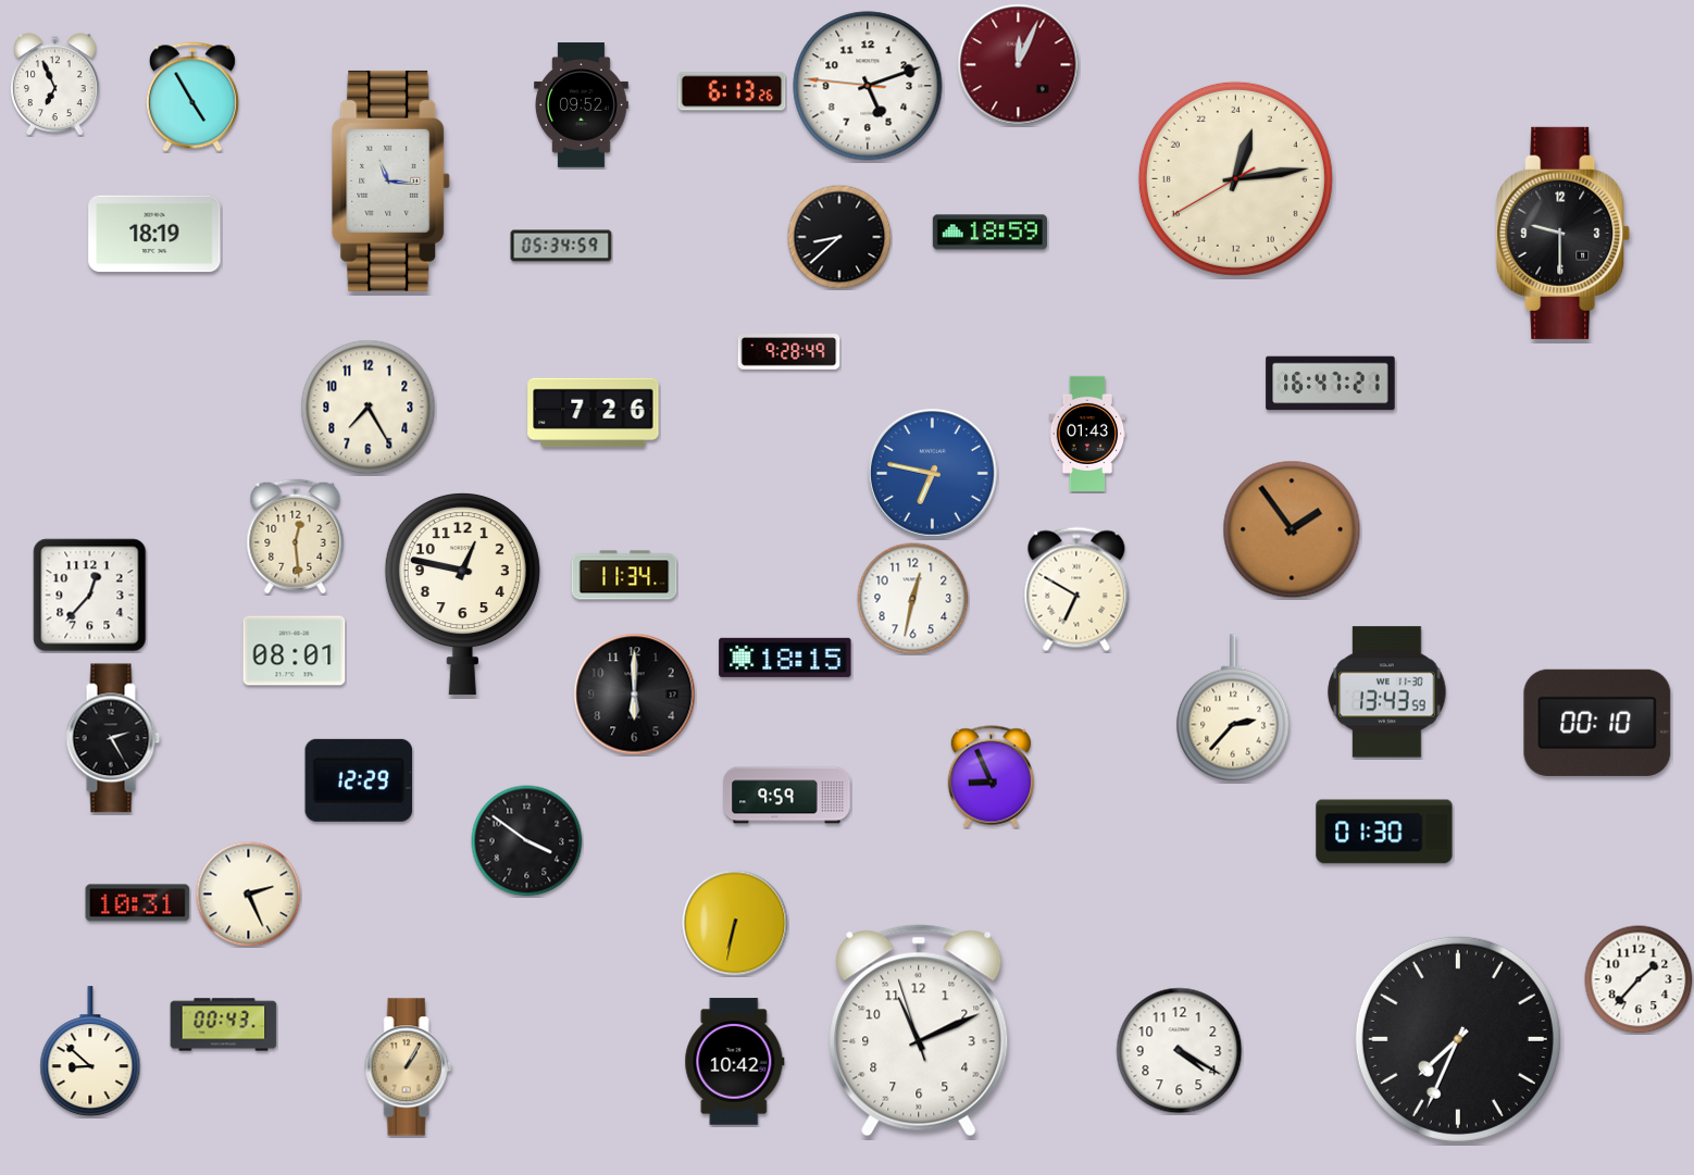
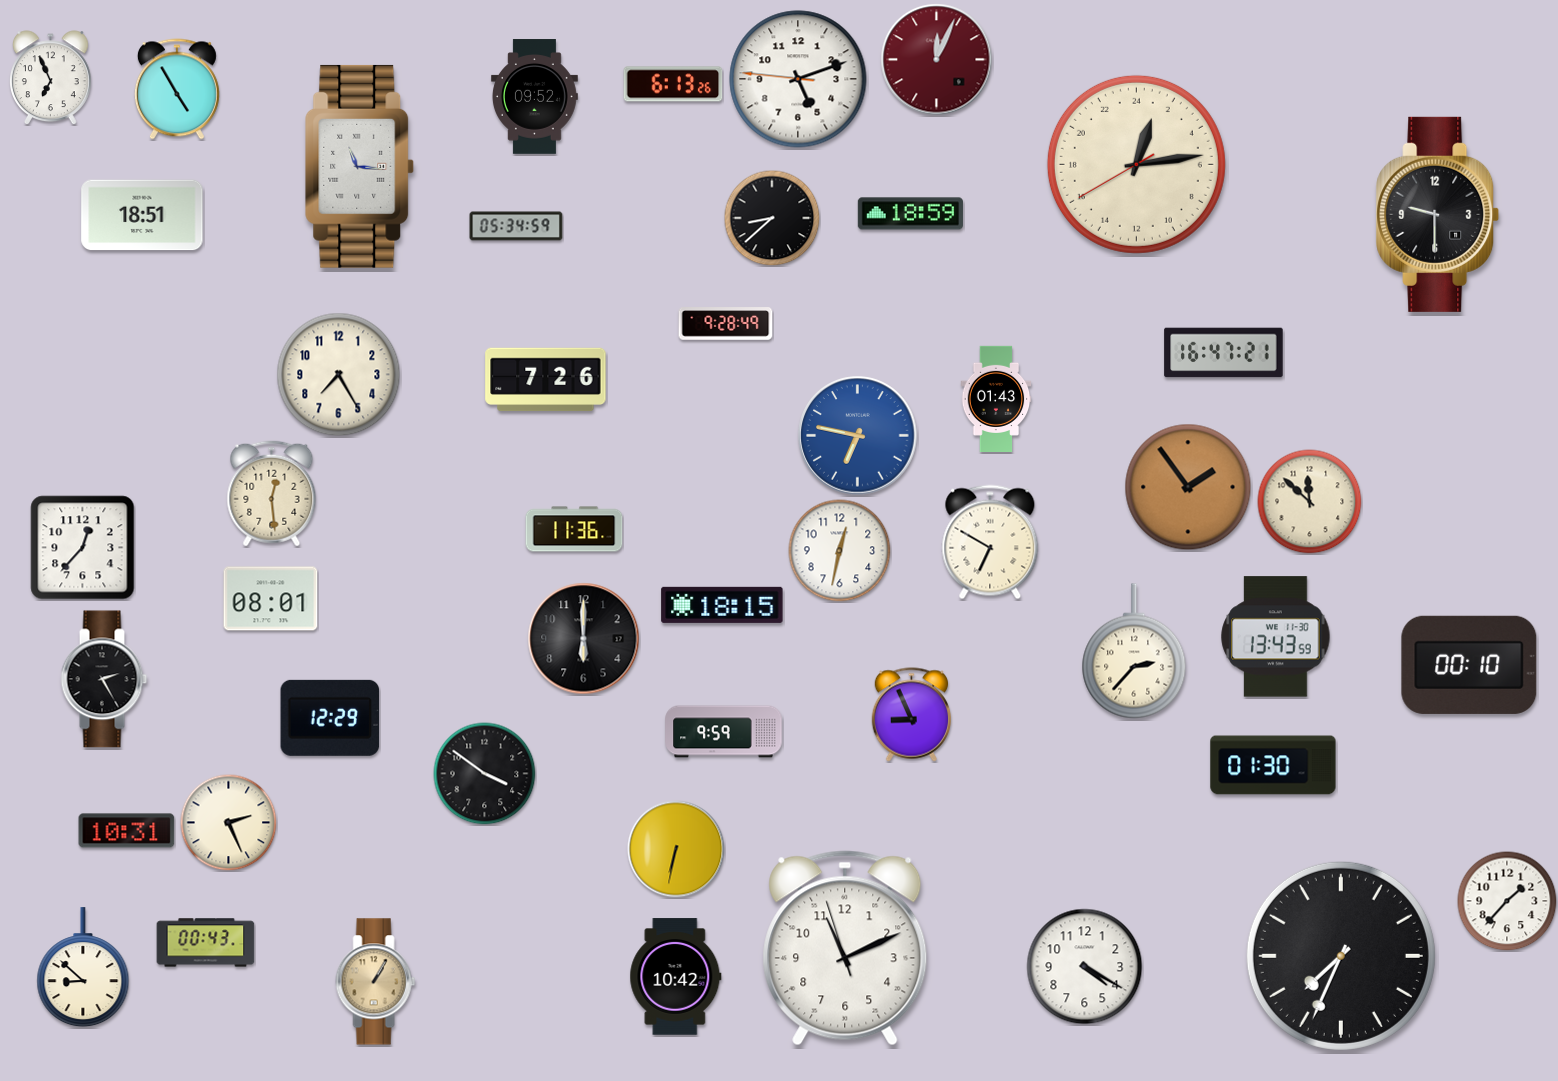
clock at (154, 234): 18:19 -> 18:51
clock at (1087, 433) position: (1087, 433) -> (996, 398)
clock at (1310, 502): none -> 11:52
clock at (624, 575): 11:34 -> 11:36
clock at (462, 595): 12:47 -> none
